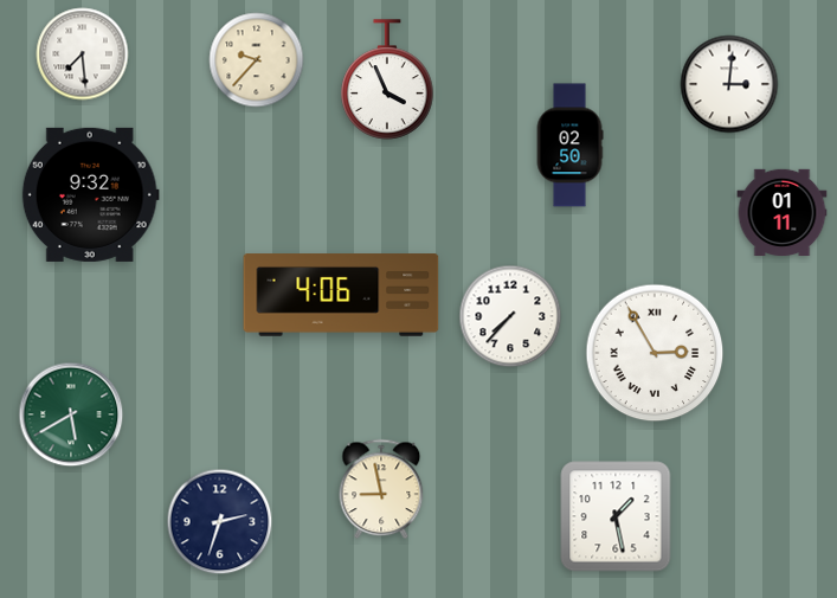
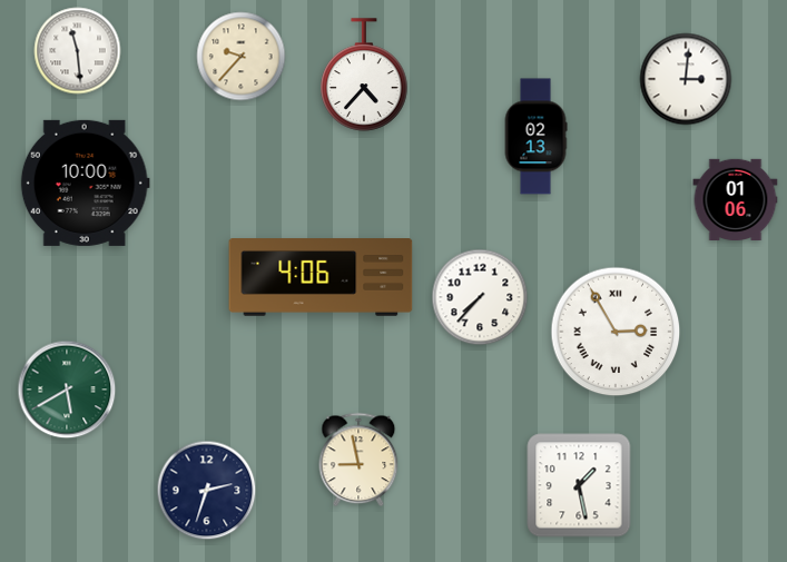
clock at (83, 54): 7:29 -> 11:29
clock at (387, 79): 3:56 -> 4:37
clock at (569, 146): 02:50 -> 02:13
clock at (90, 194): 9:32 -> 10:00
clock at (783, 212): 01:11 -> 01:06
